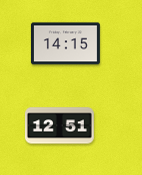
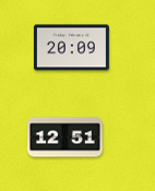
clock at (65, 44): 14:15 -> 20:09
